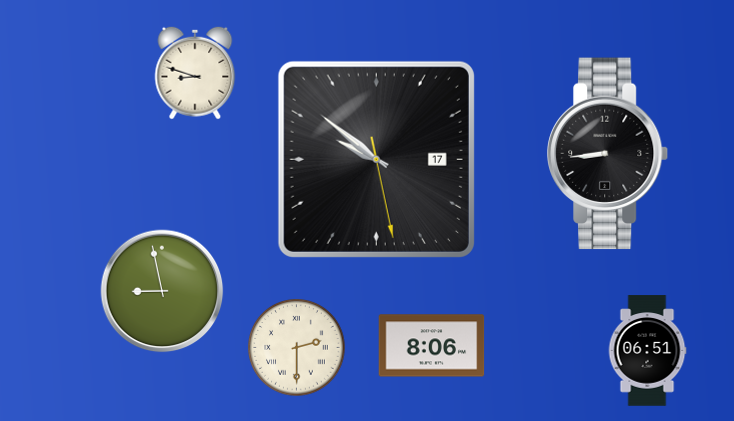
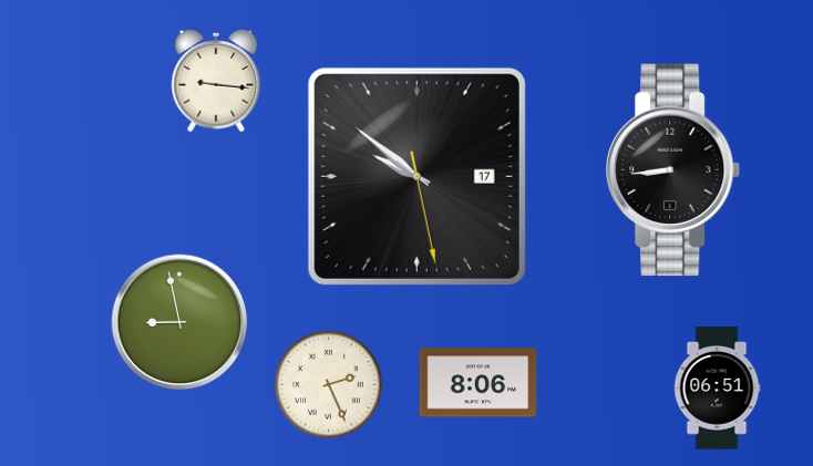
clock at (195, 73): 8:48 -> 9:16
clock at (297, 348): 2:30 -> 2:26
